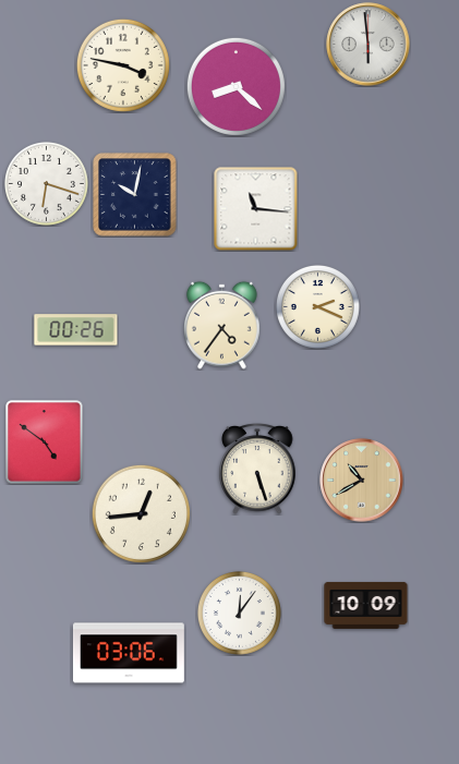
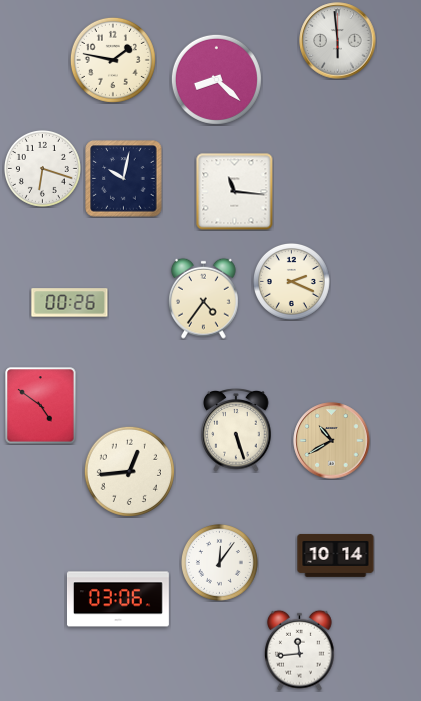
clock at (123, 65): 3:47 -> 1:47
clock at (366, 605): 10:09 -> 10:14
clock at (300, 650): none -> 11:44
